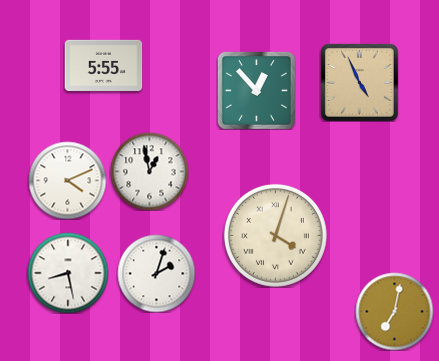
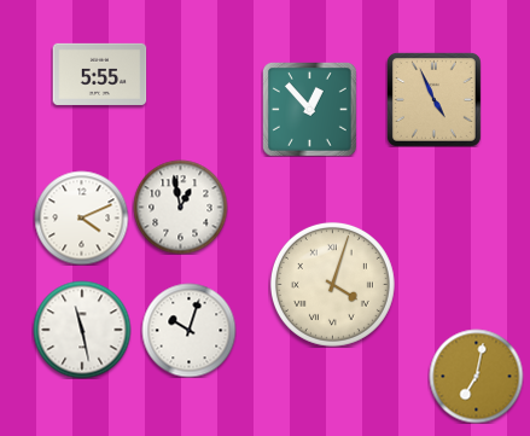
clock at (103, 65) position: (103, 65) -> (99, 74)
clock at (68, 273): 8:28 -> 11:28
clock at (156, 273): 2:03 -> 10:03
